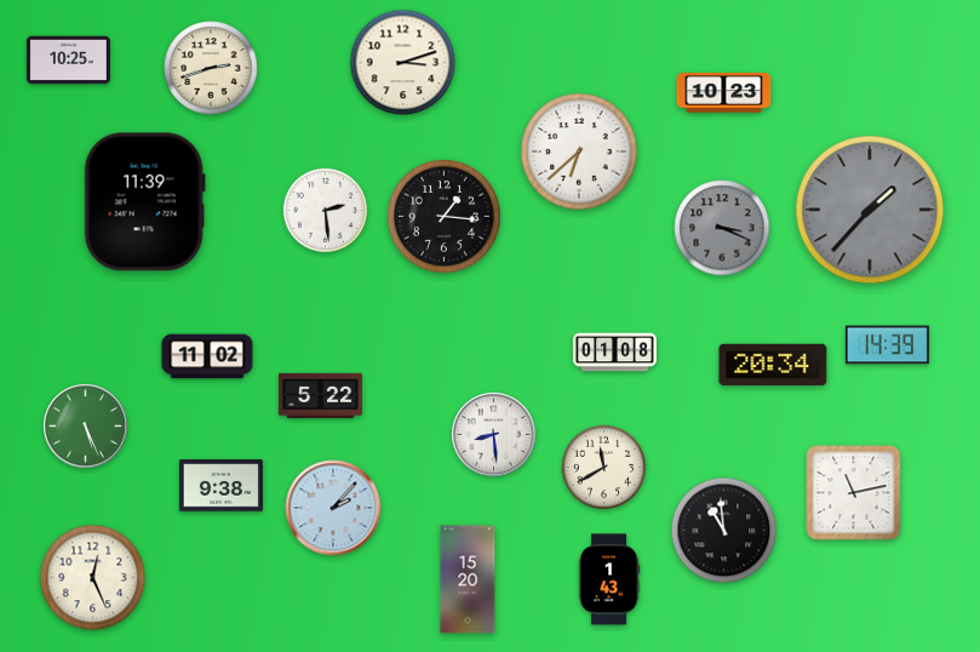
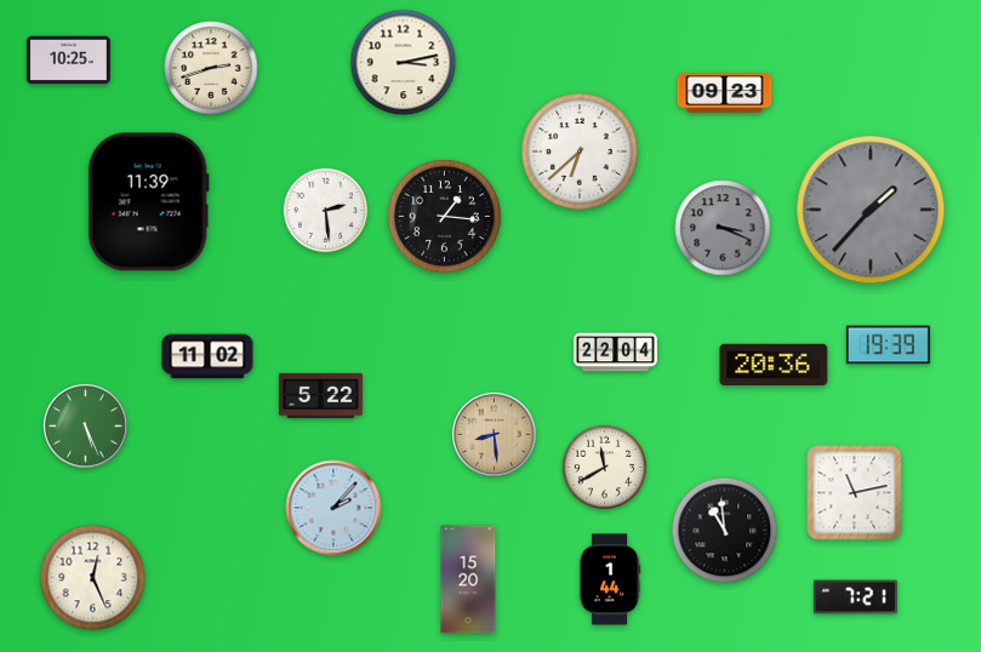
clock at (403, 63): 3:12 -> 3:13
clock at (724, 93): 10:23 -> 09:23
clock at (144, 202) position: (144, 202) -> (148, 202)
clock at (887, 345): 14:39 -> 19:39
clock at (614, 353): 01:08 -> 22:04
clock at (773, 365): 20:34 -> 20:36
clock at (494, 435) dial: white -> champagne
clock at (220, 486): 9:38 -> none
clock at (609, 579): 1:43 -> 1:44
clock at (855, 597): none -> 7:21
